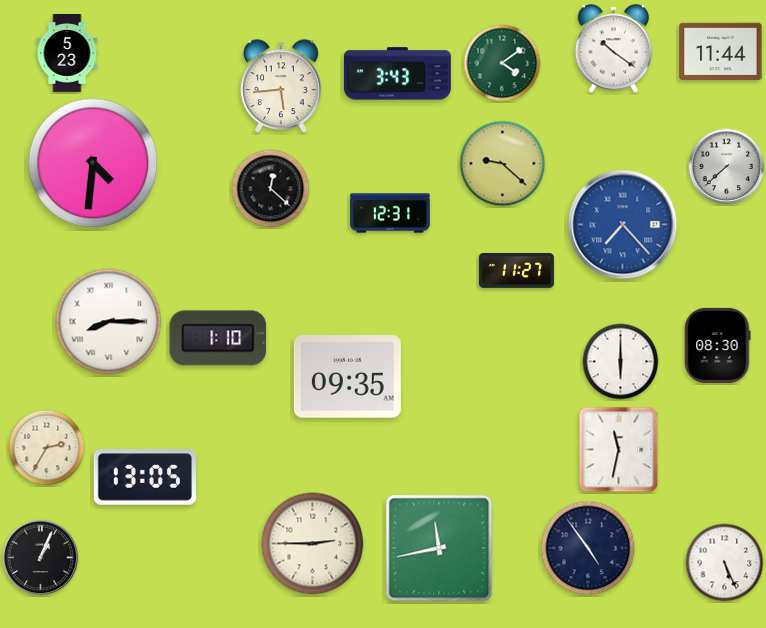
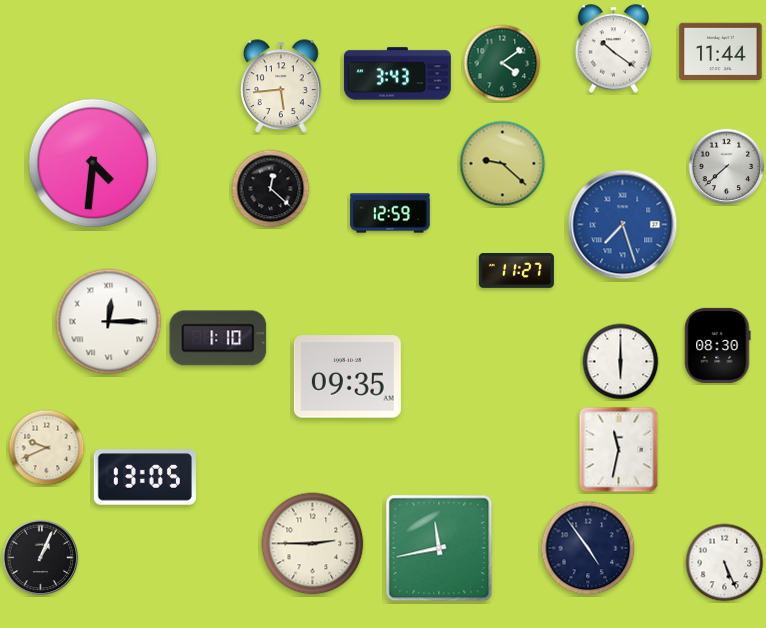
clock at (67, 53): 5:23 -> none
clock at (390, 213): 12:31 -> 12:59
clock at (623, 225): 7:23 -> 7:27
clock at (109, 322): 8:15 -> 12:15
clock at (47, 448): 2:35 -> 9:41
